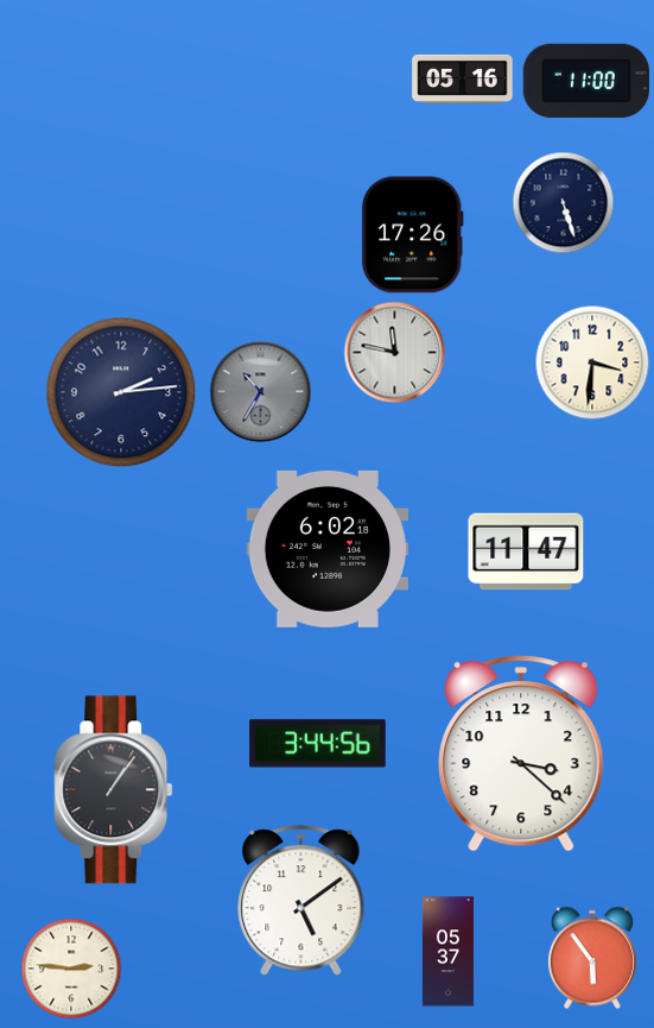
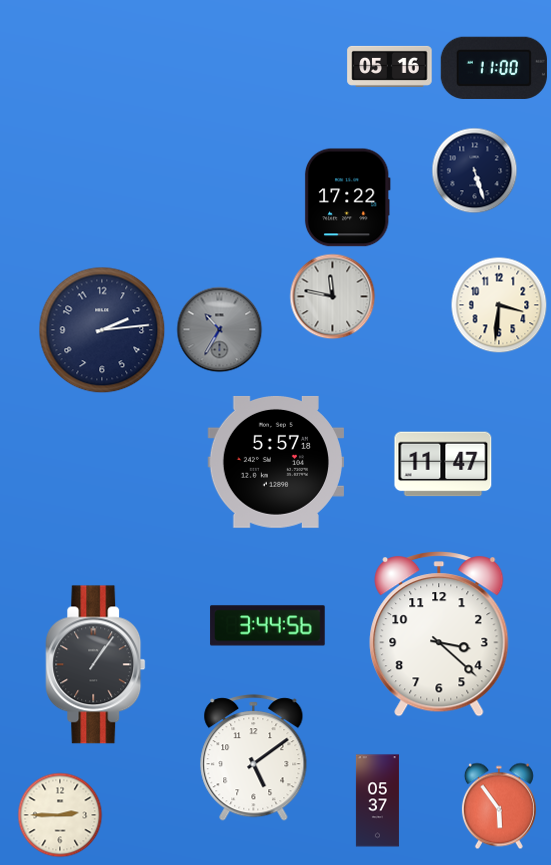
clock at (412, 235): 17:26 -> 17:22
clock at (326, 549): 6:02 -> 5:57
clock at (71, 969): 2:46 -> 2:45
